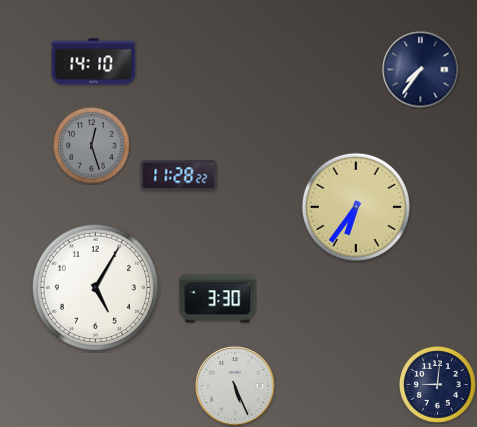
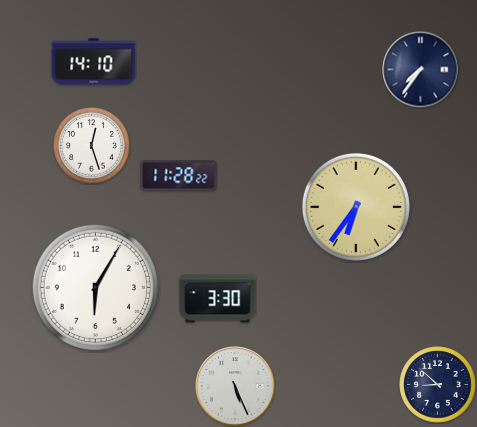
clock at (92, 146) dial: grey -> white
clock at (95, 287): 5:05 -> 6:05
clock at (438, 385): 9:01 -> 8:52
